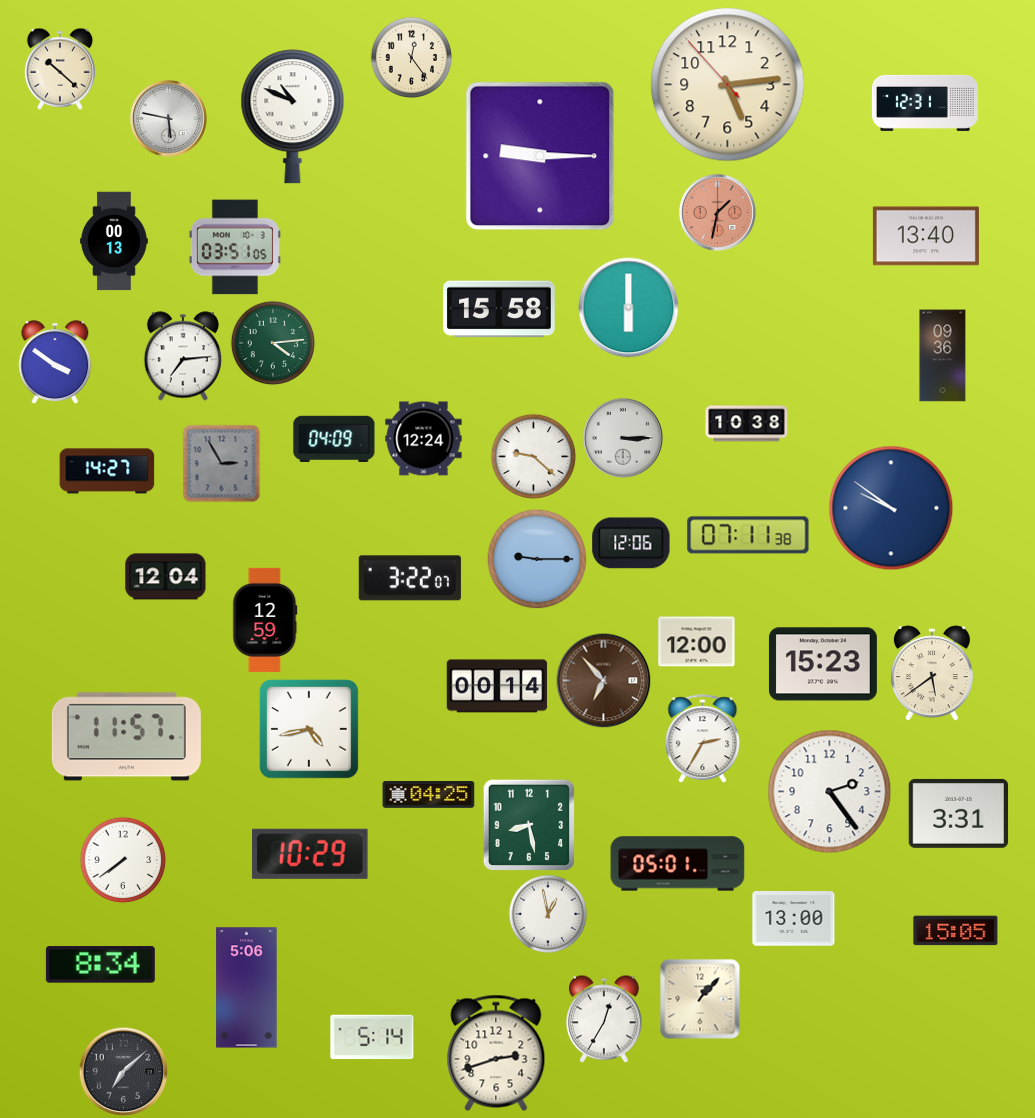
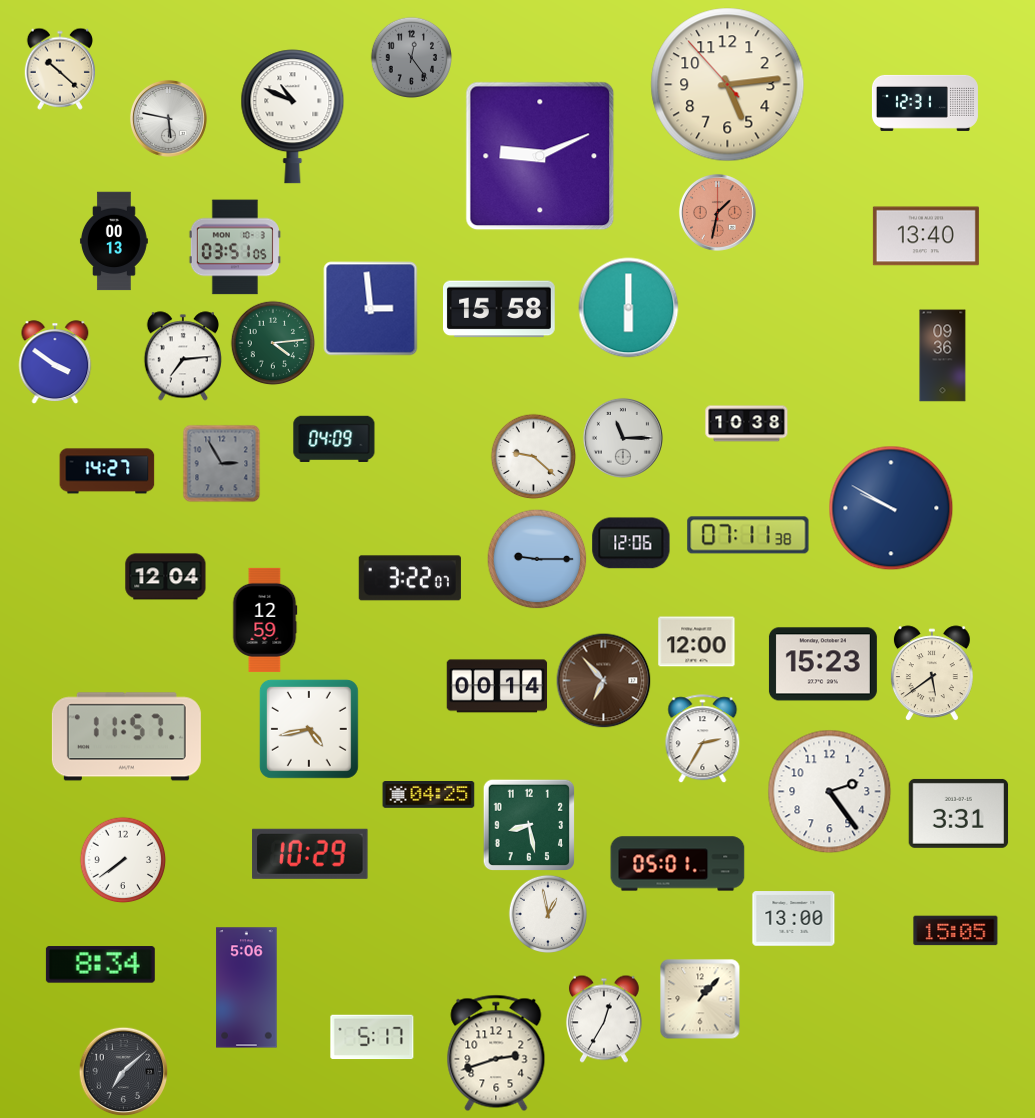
clock at (411, 57) dial: cream -> grey
clock at (540, 156): 9:15 -> 9:11
clock at (371, 309): none -> 2:59
clock at (623, 438): 3:15 -> 11:15
clock at (424, 439): 12:24 -> none
clock at (891, 508): 9:51 -> 9:50
clock at (372, 1037): 5:14 -> 5:17
